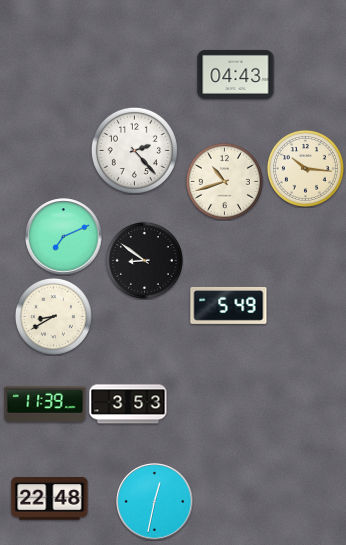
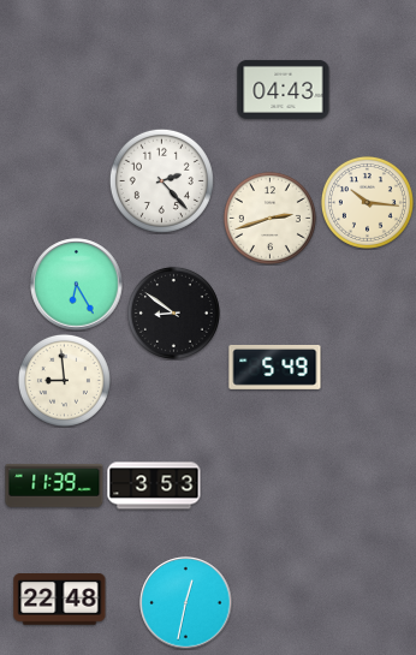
clock at (224, 181): 10:42 -> 2:42
clock at (64, 237): 7:11 -> 6:25
clock at (53, 316): 8:40 -> 8:59
